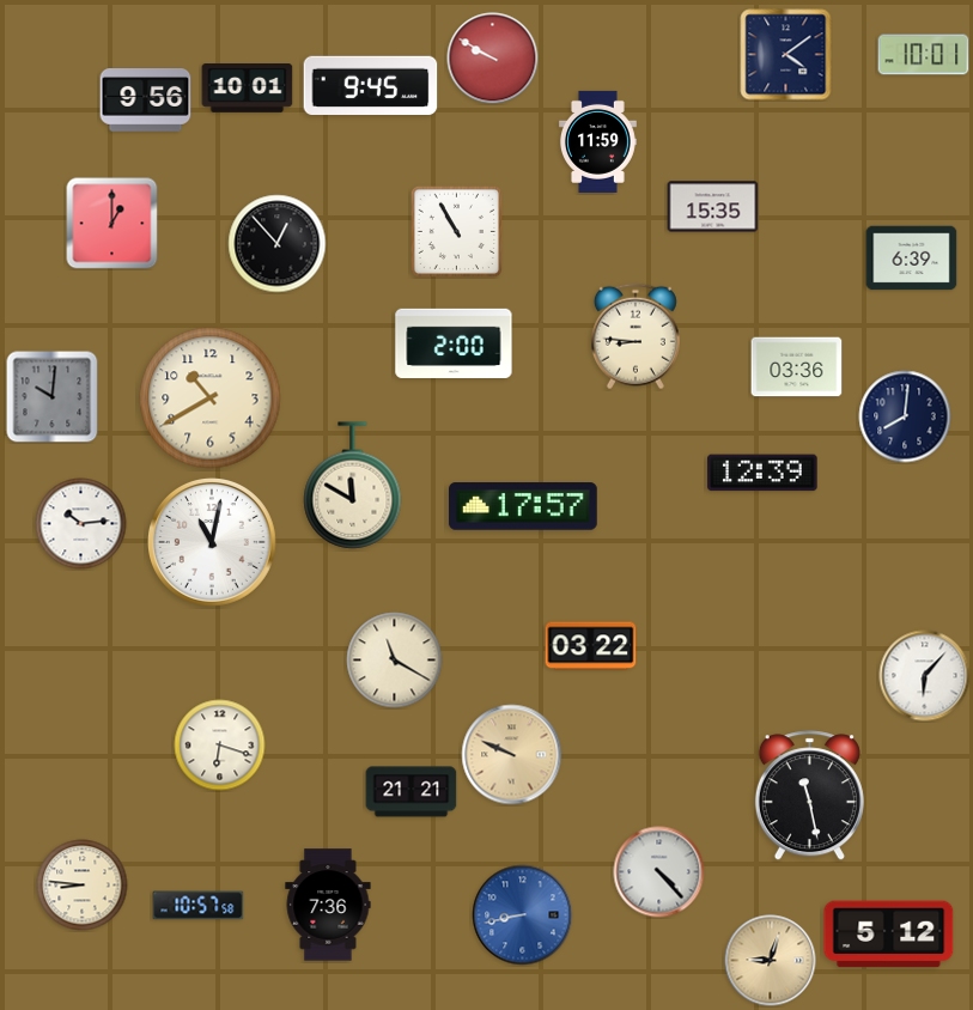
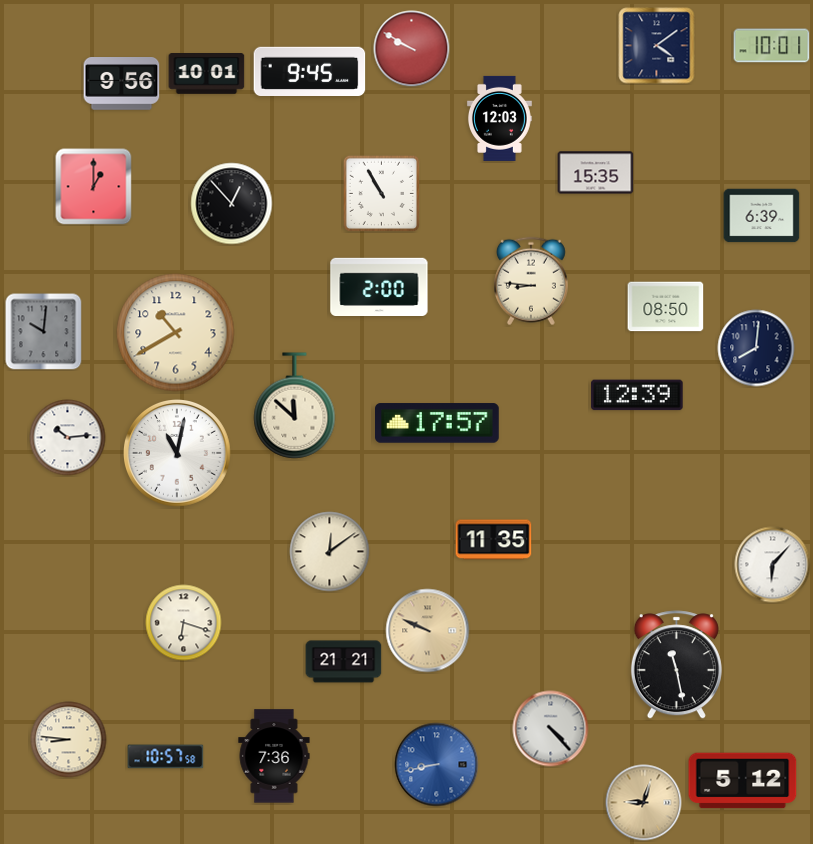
clock at (597, 141): 11:59 -> 12:03
clock at (797, 367): 03:36 -> 08:50
clock at (353, 486): 11:50 -> 11:52
clock at (591, 646): 03:22 -> 11:35
clock at (395, 661): 11:20 -> 12:09
